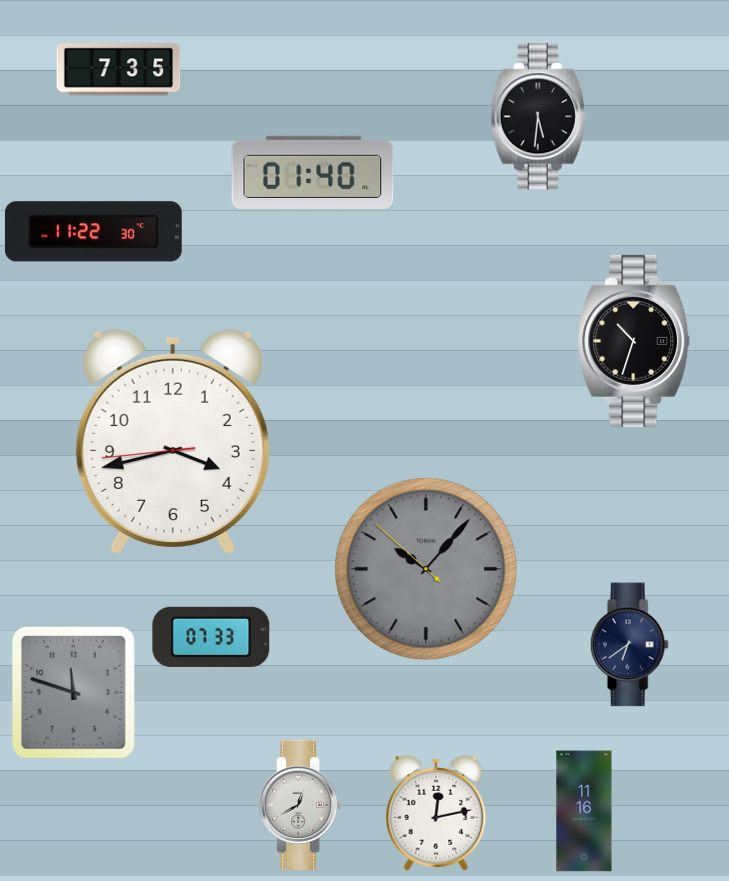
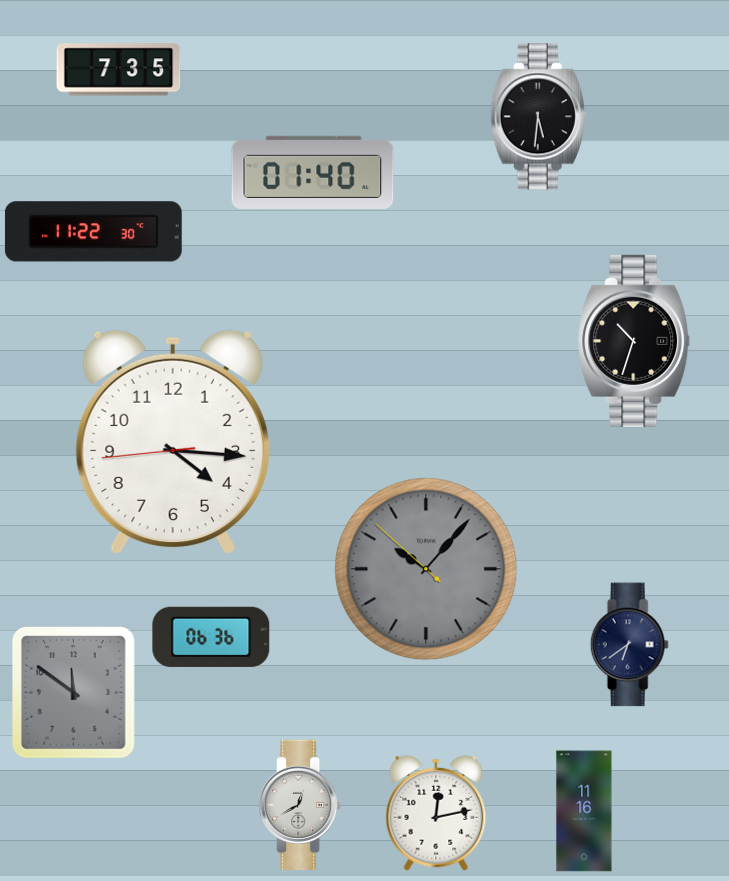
clock at (173, 442): 3:42 -> 4:15
clock at (211, 637): 07:33 -> 06:36
clock at (73, 693): 11:48 -> 11:51
